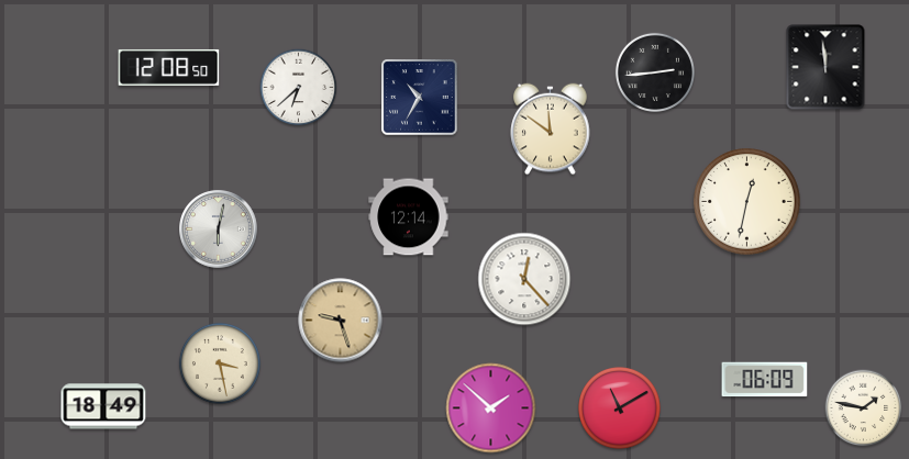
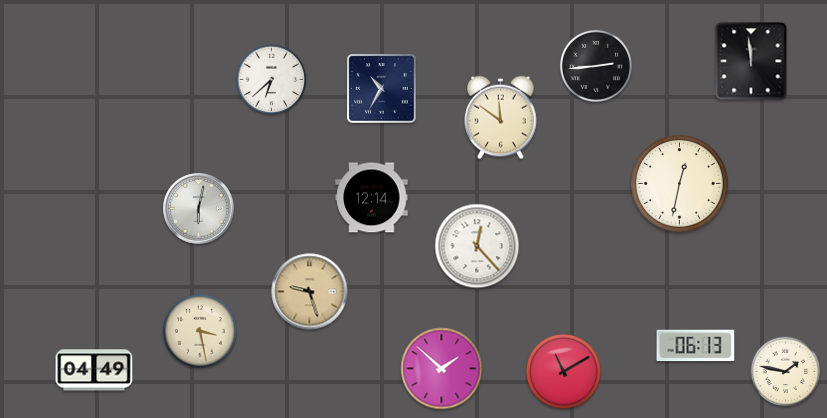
clock at (169, 67): 12:08 -> none
clock at (524, 279) position: (524, 279) -> (477, 246)
clock at (765, 380): 06:09 -> 06:13
clock at (103, 406): 18:49 -> 04:49
clock at (491, 408) position: (491, 408) -> (442, 369)
